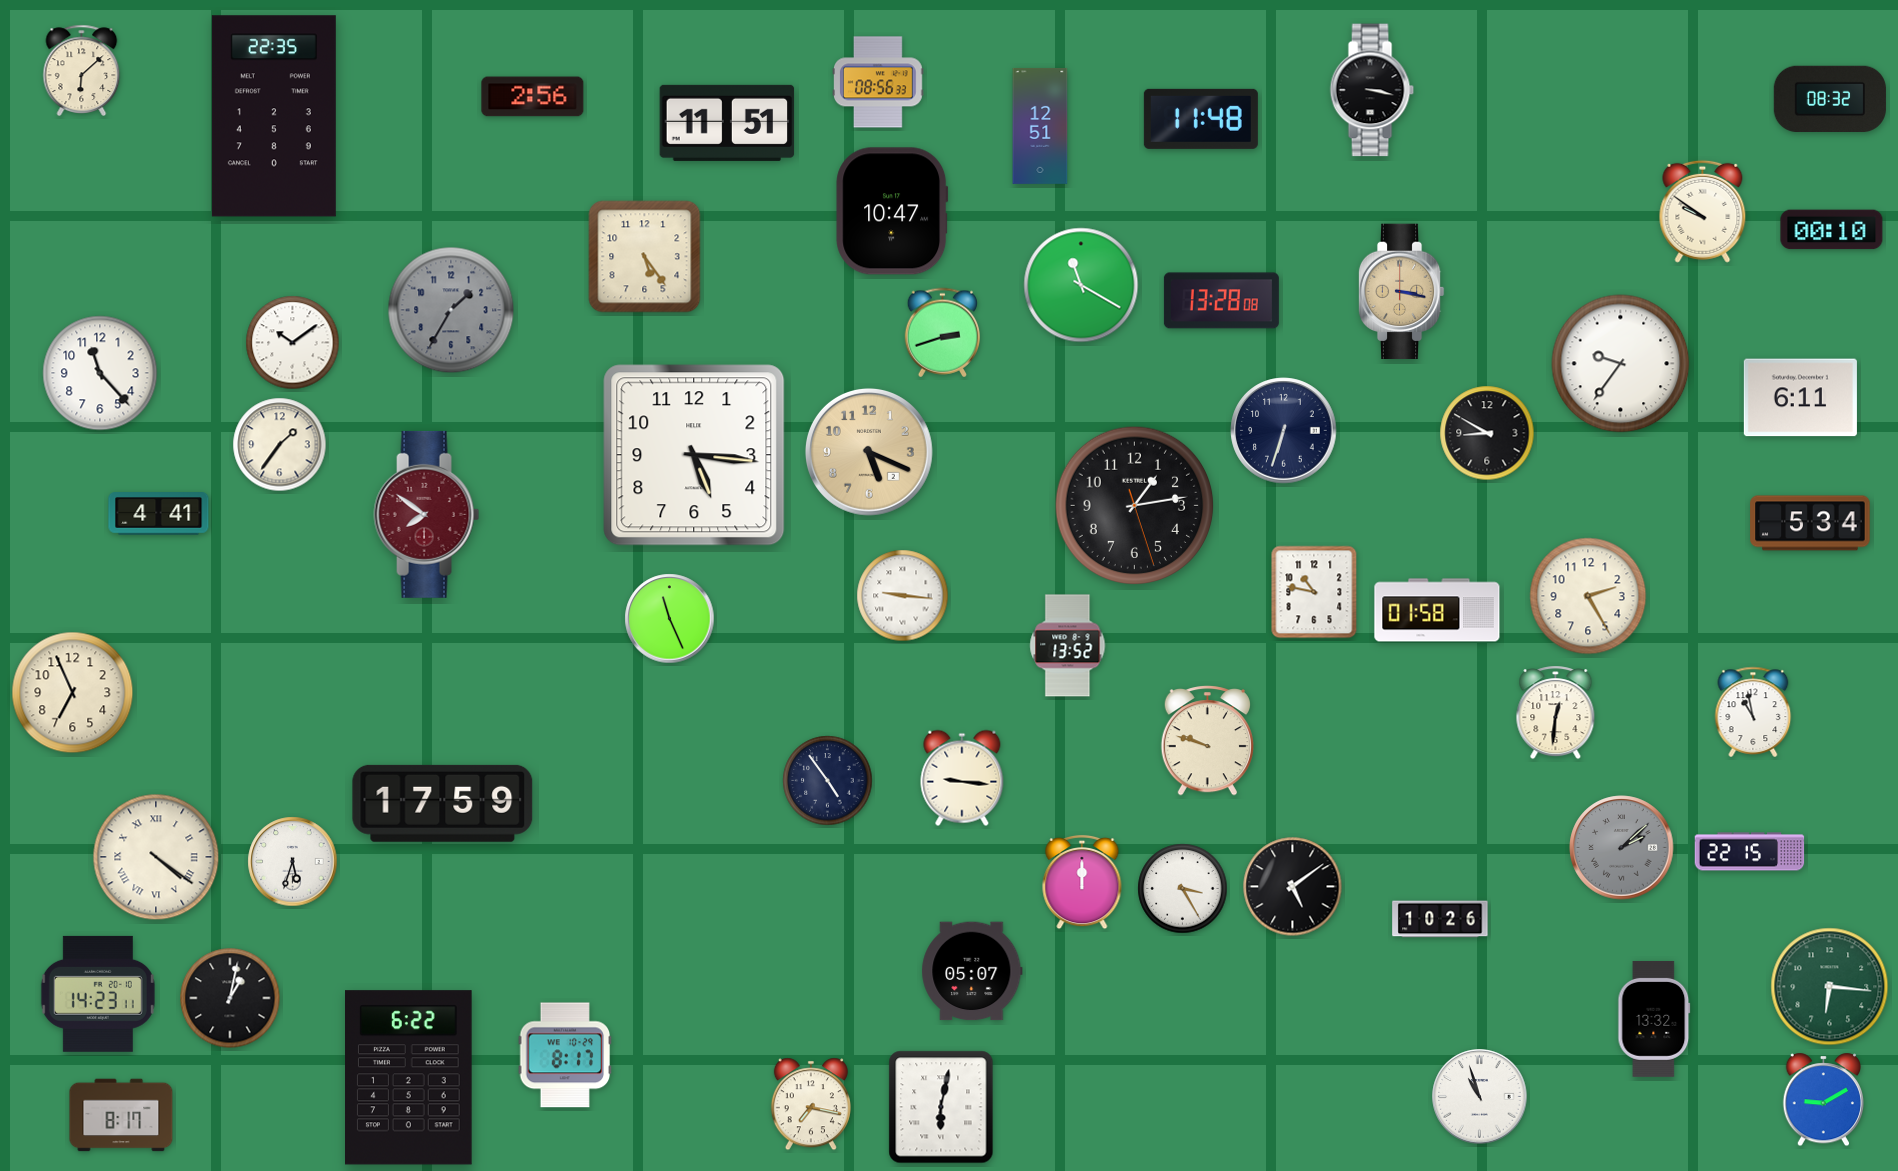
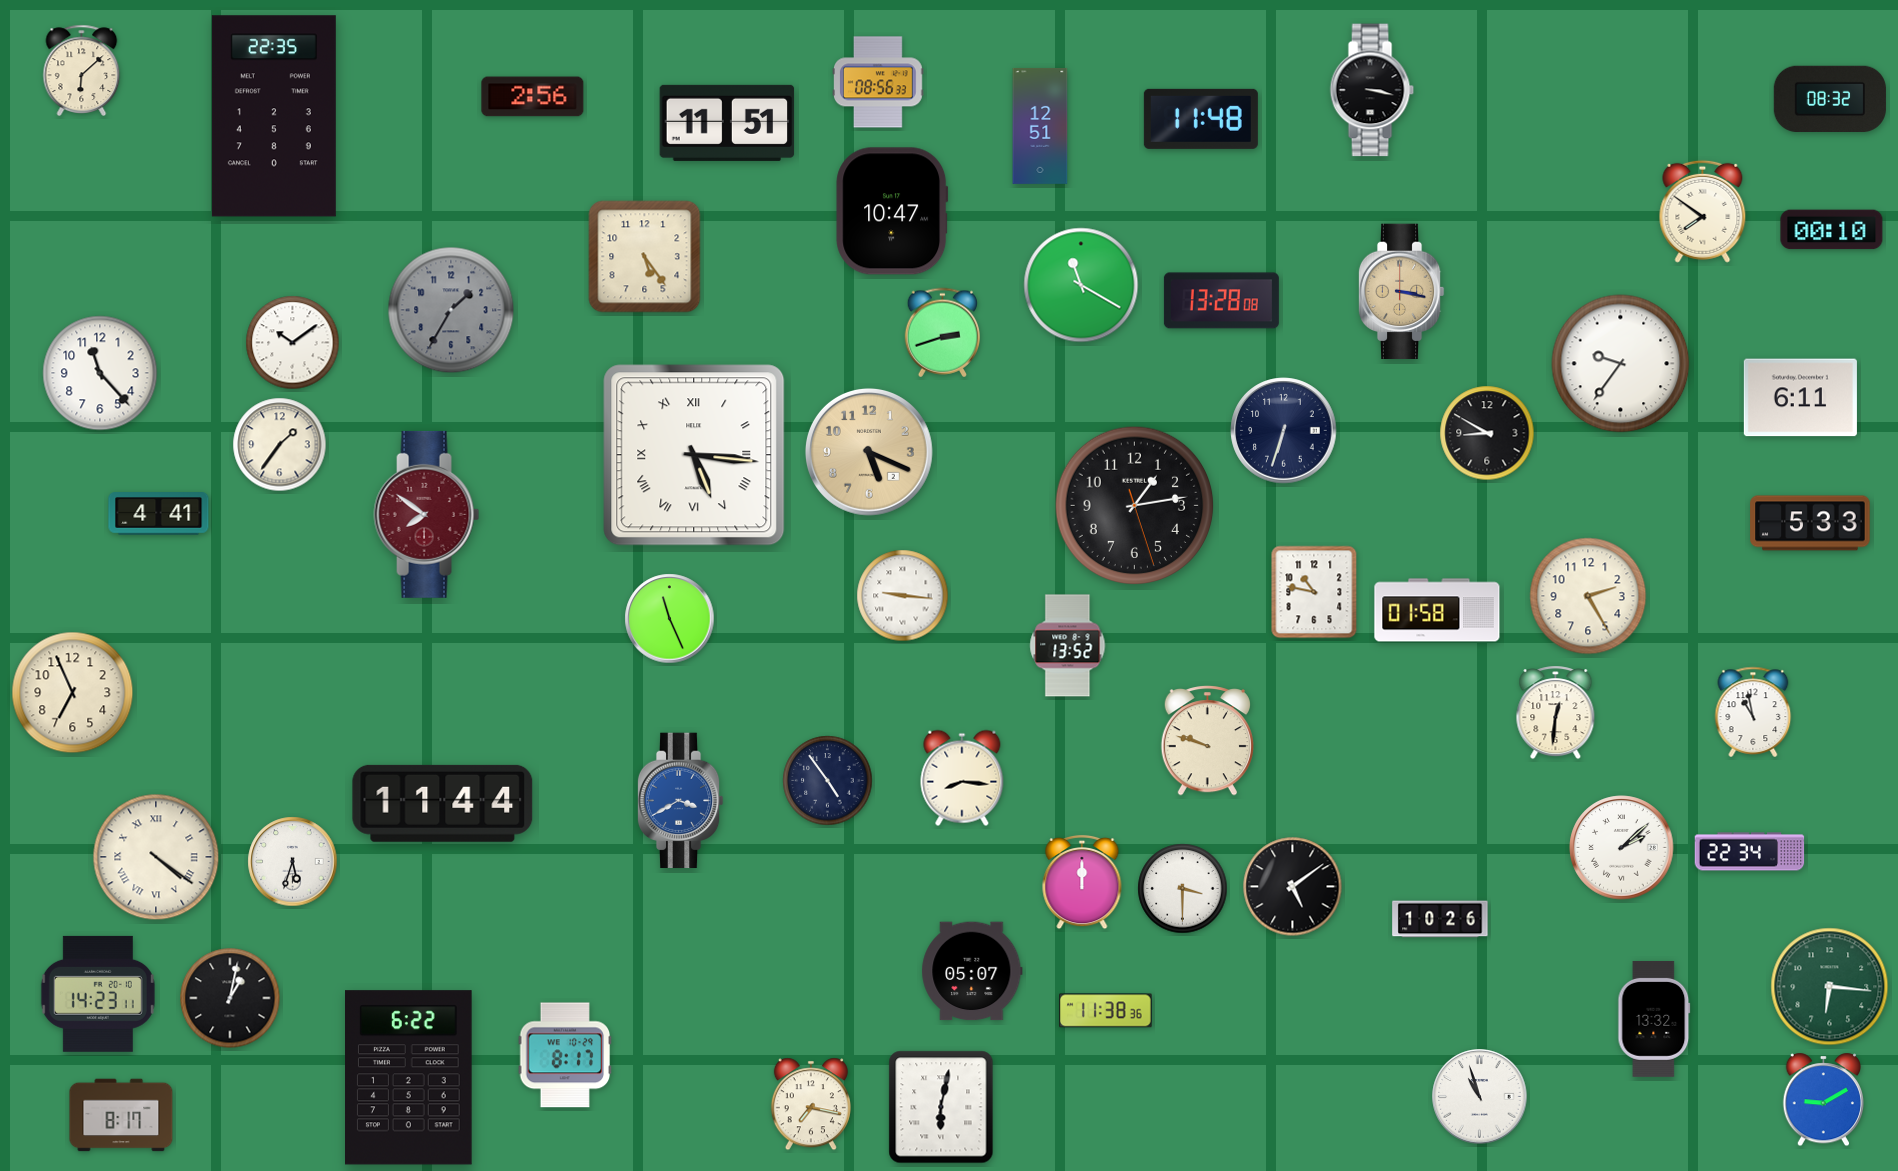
clock at (1703, 211): 9:51 -> 7:51
clock at (694, 455) numerals: Arabic -> Roman
clock at (1810, 523): 5:34 -> 5:33
clock at (962, 778): 9:16 -> 8:16
clock at (680, 801): none -> 3:40
clock at (443, 803): 17:59 -> 11:44
clock at (1622, 848) dial: grey -> white
clock at (1750, 852): 22:15 -> 22:34
clock at (1183, 889): 3:25 -> 3:30
clock at (1106, 1011): none -> 11:38
